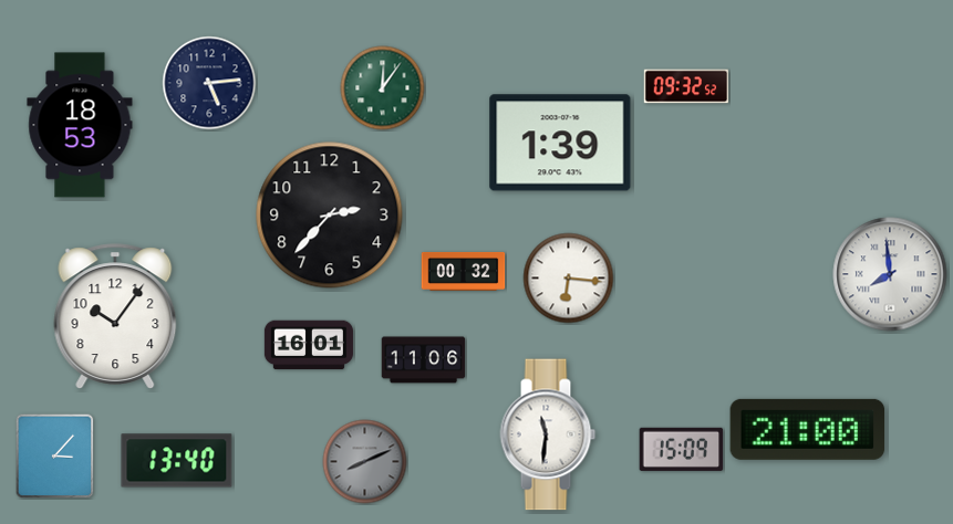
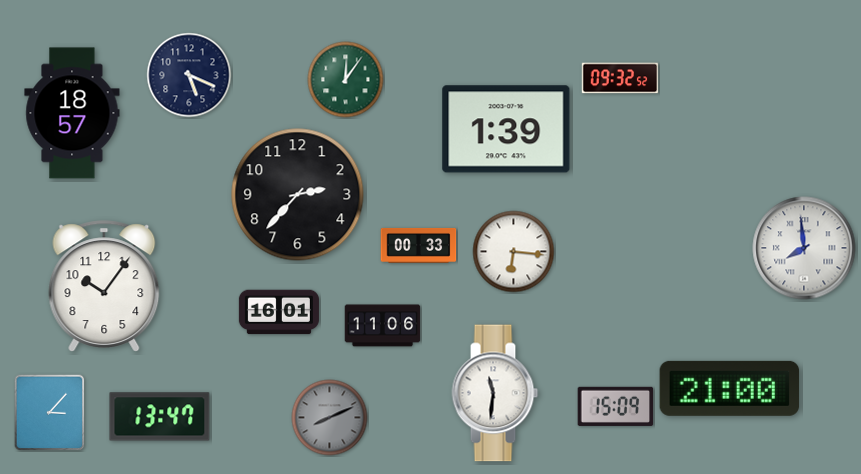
clock at (209, 83): 5:14 -> 5:19
clock at (80, 125): 18:53 -> 18:57
clock at (464, 271): 00:32 -> 00:33
clock at (177, 461): 13:40 -> 13:47
